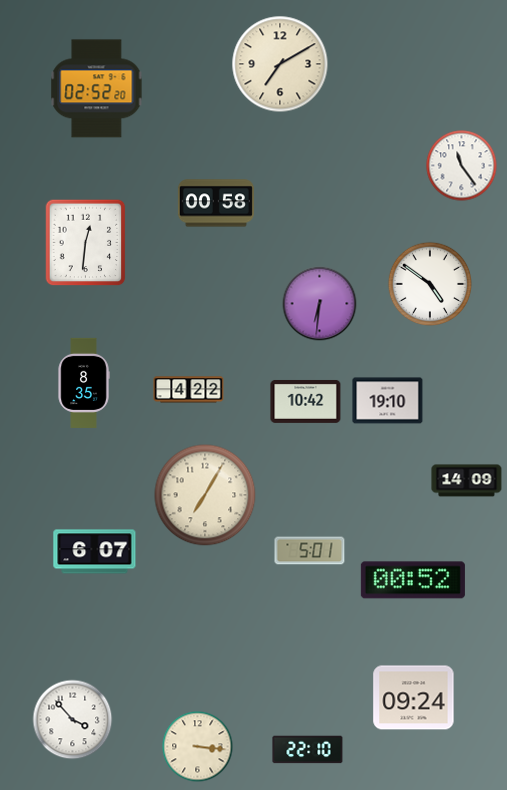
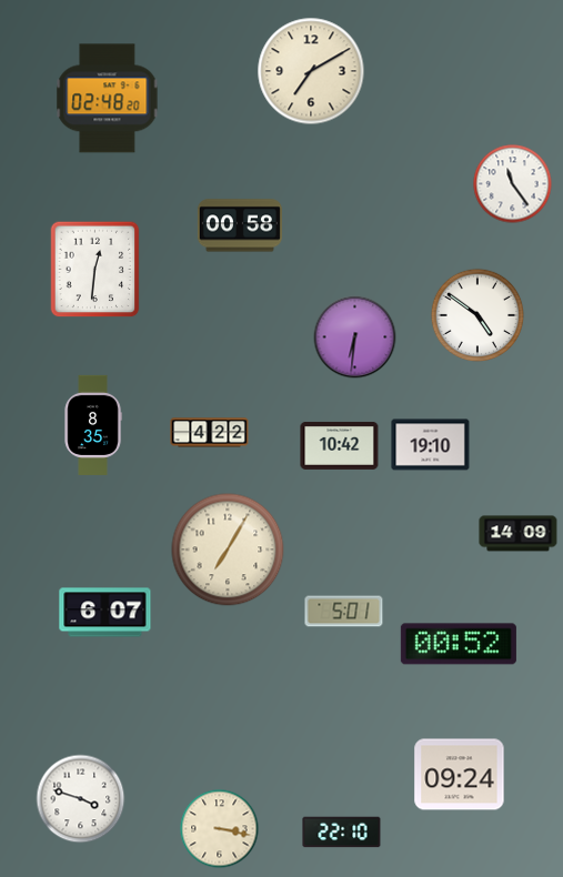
clock at (97, 89): 02:52 -> 02:48
clock at (73, 720): 3:53 -> 3:48
clock at (198, 747): 3:16 -> 3:17
